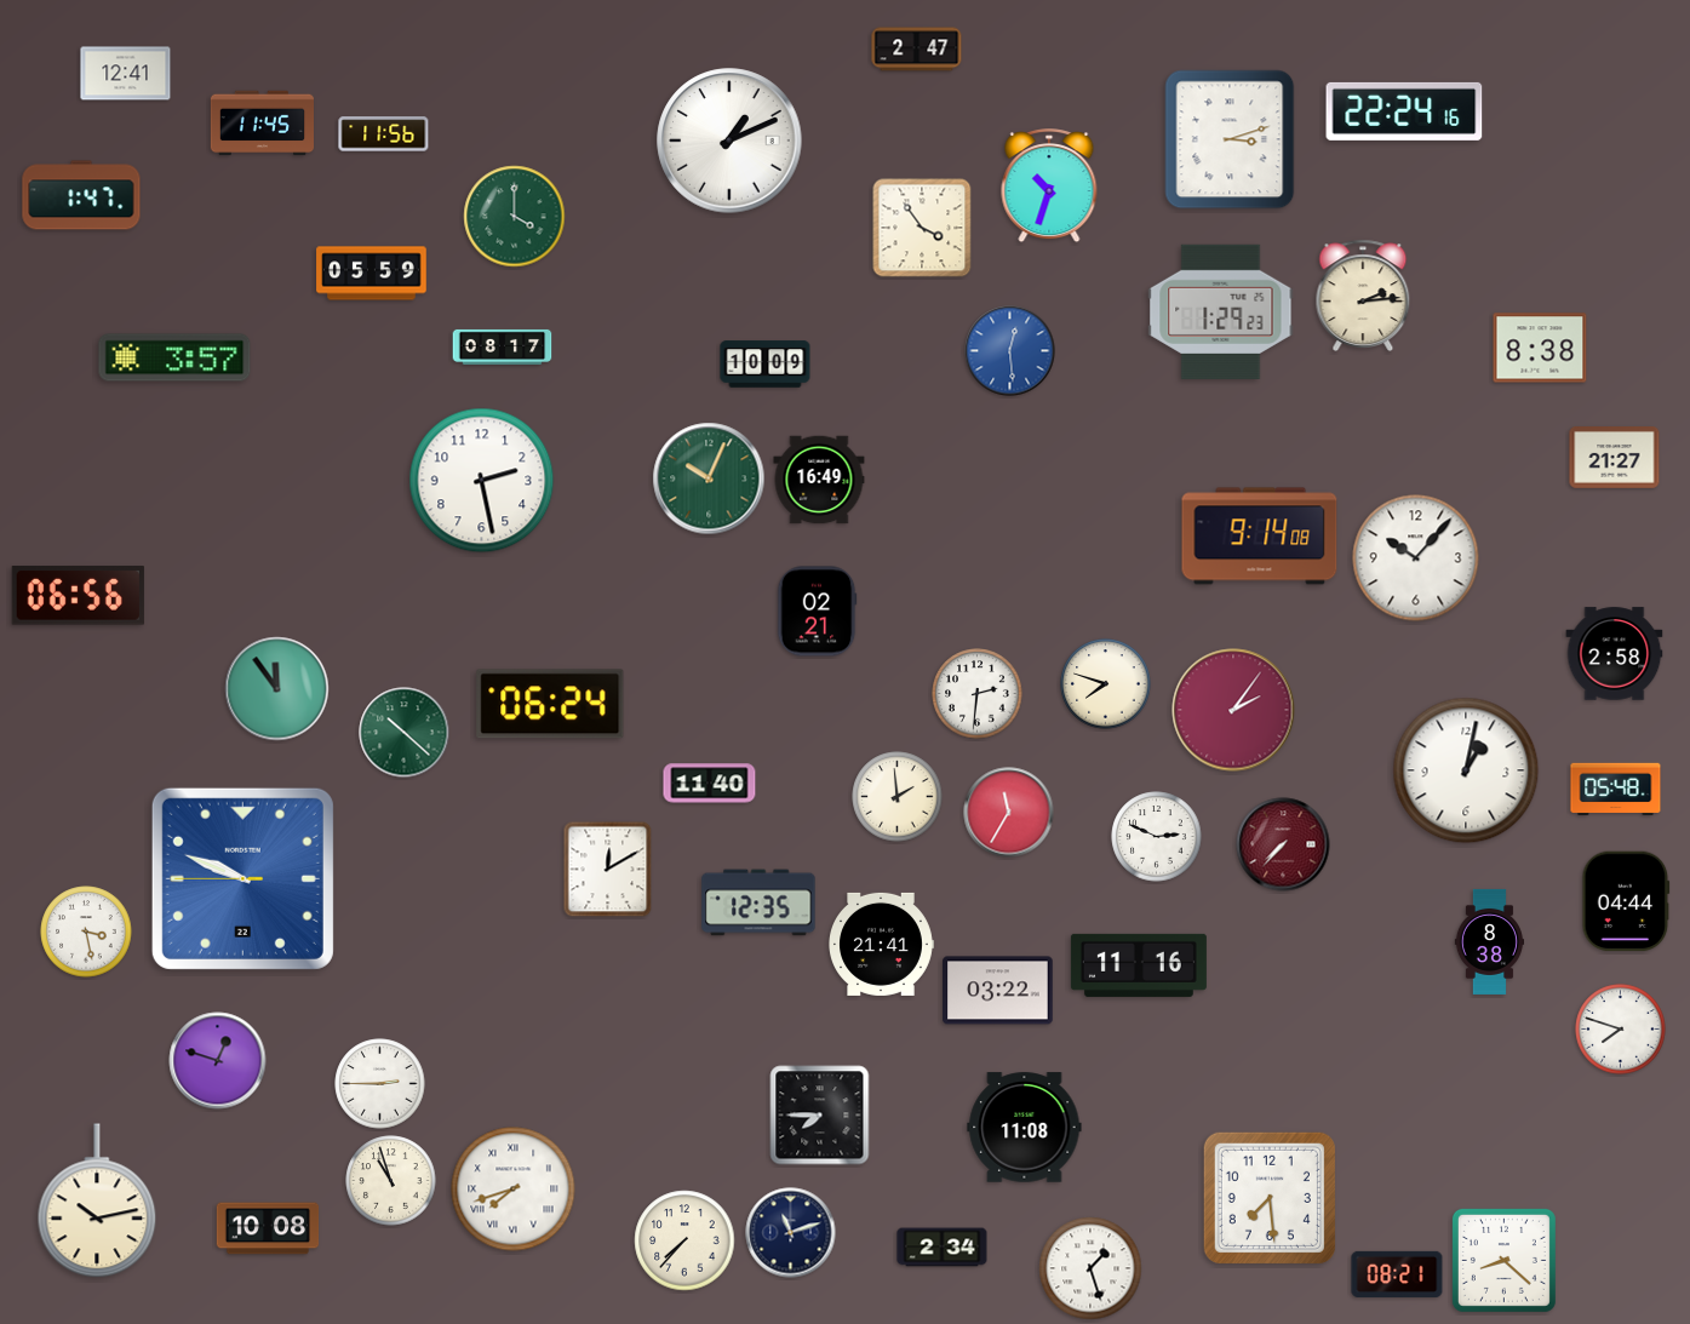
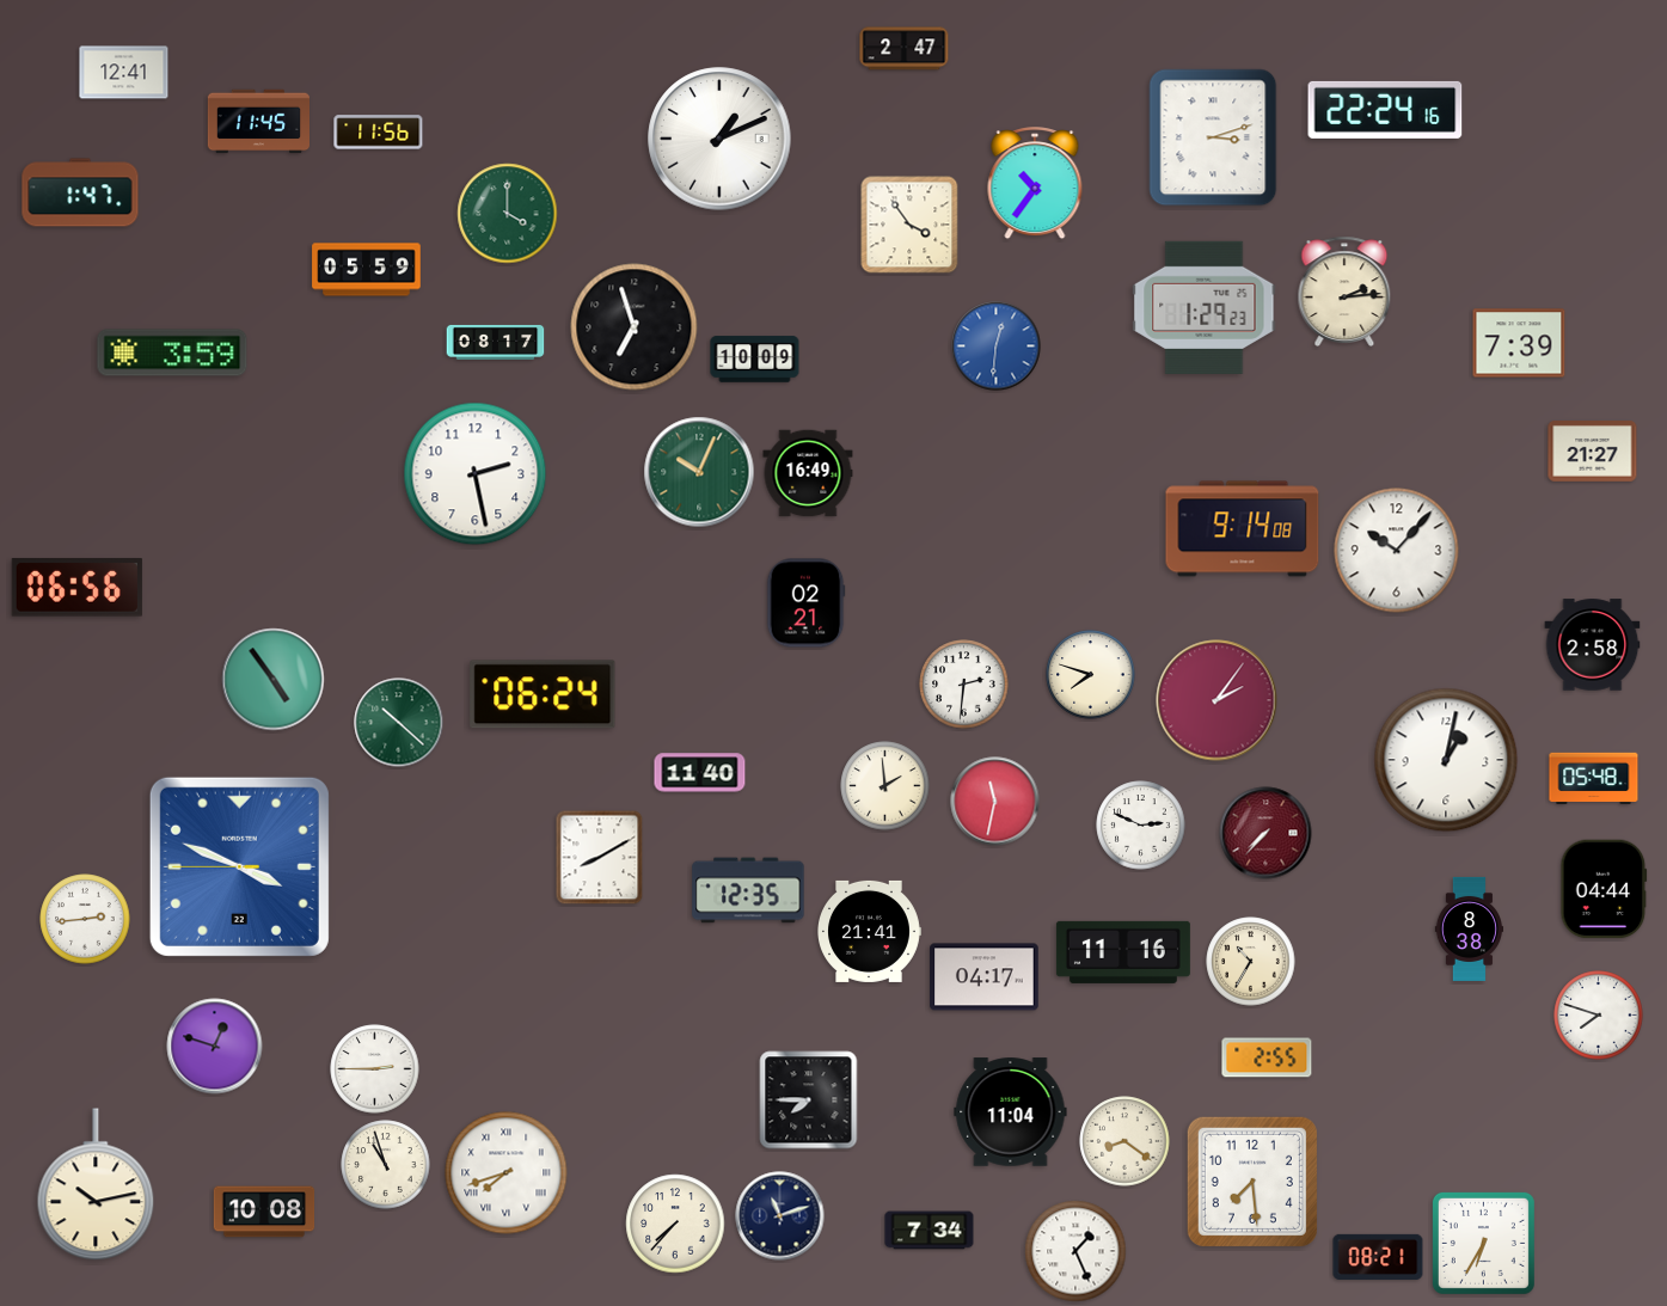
clock at (1049, 187): 10:33 -> 10:36
clock at (635, 327): none -> 6:57
clock at (1540, 348): 8:38 -> 7:39
clock at (1010, 351): 12:29 -> 12:31
clock at (174, 357): 3:57 -> 3:59
clock at (277, 689): 11:54 -> 4:54
clock at (1009, 813): 11:35 -> 11:32
clock at (608, 870): 12:10 -> 8:10
clock at (242, 878): 9:48 -> 3:48
clock at (86, 932): 3:28 -> 2:44
clock at (1251, 962): none -> 10:35
clock at (998, 991): 03:22 -> 04:17
clock at (1267, 1057): none -> 2:55
clock at (1025, 1128): 11:08 -> 11:04
clock at (1124, 1141): none -> 8:21
clock at (943, 1248): 2:34 -> 7:34
clock at (1503, 1260): 8:22 -> 6:35
clock at (1090, 1268): 1:27 -> 1:26
